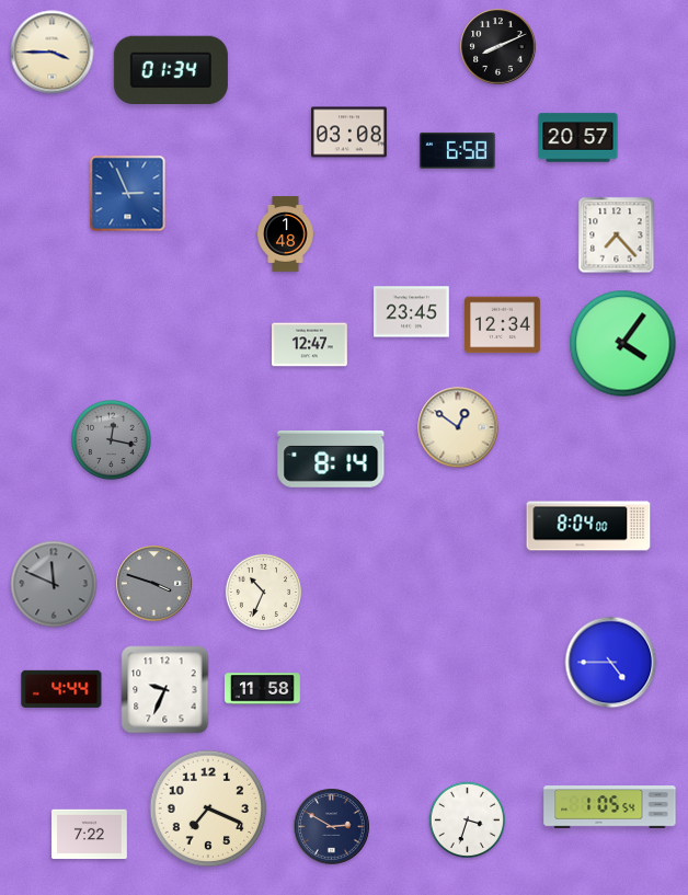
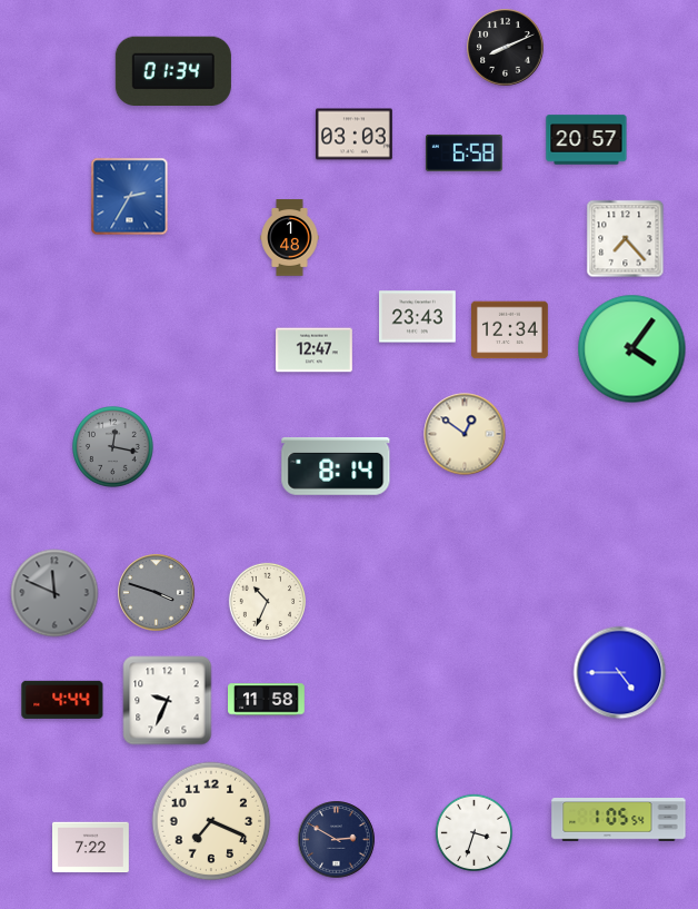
clock at (53, 53): 3:45 -> none
clock at (349, 133): 03:08 -> 03:03
clock at (128, 194): 2:56 -> 2:35
clock at (412, 312): 23:45 -> 23:43
clock at (588, 526): 8:04 -> none
